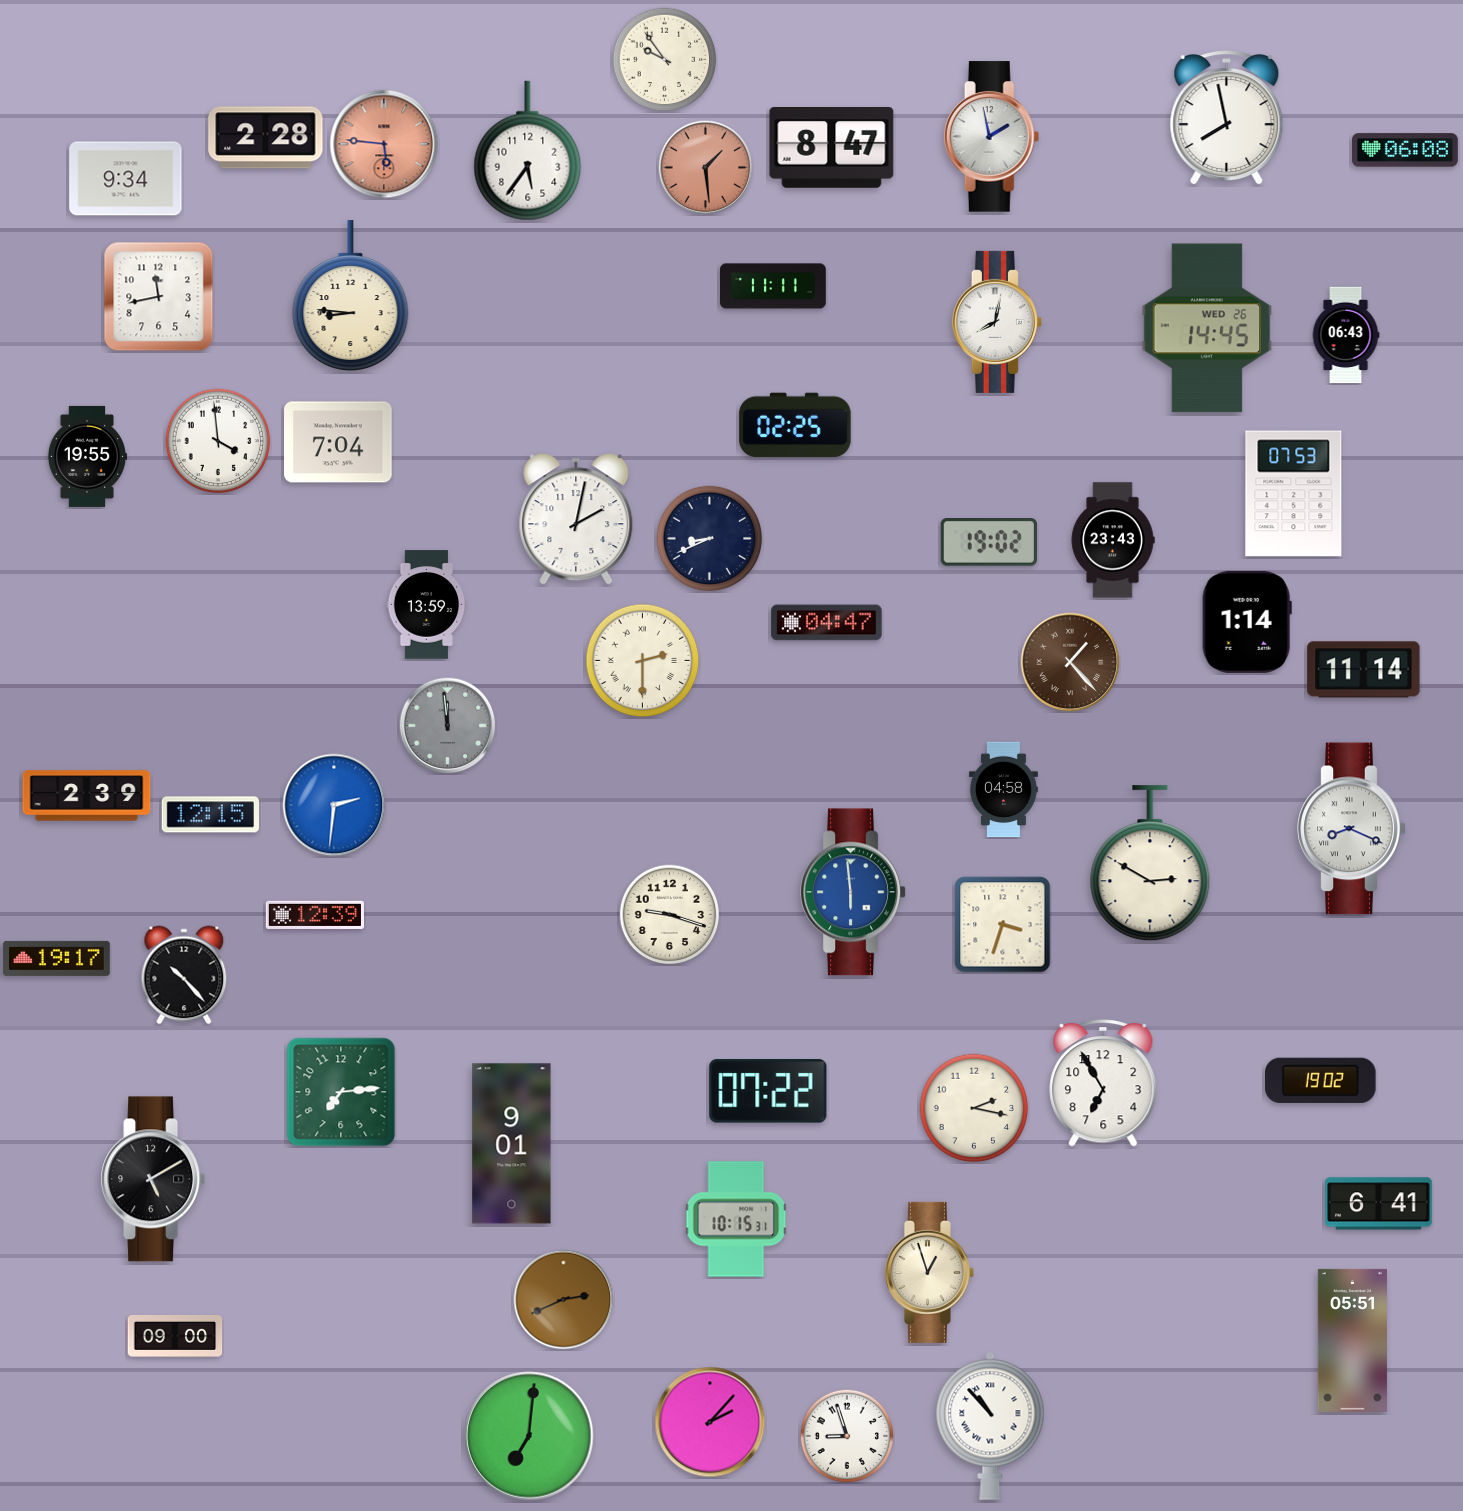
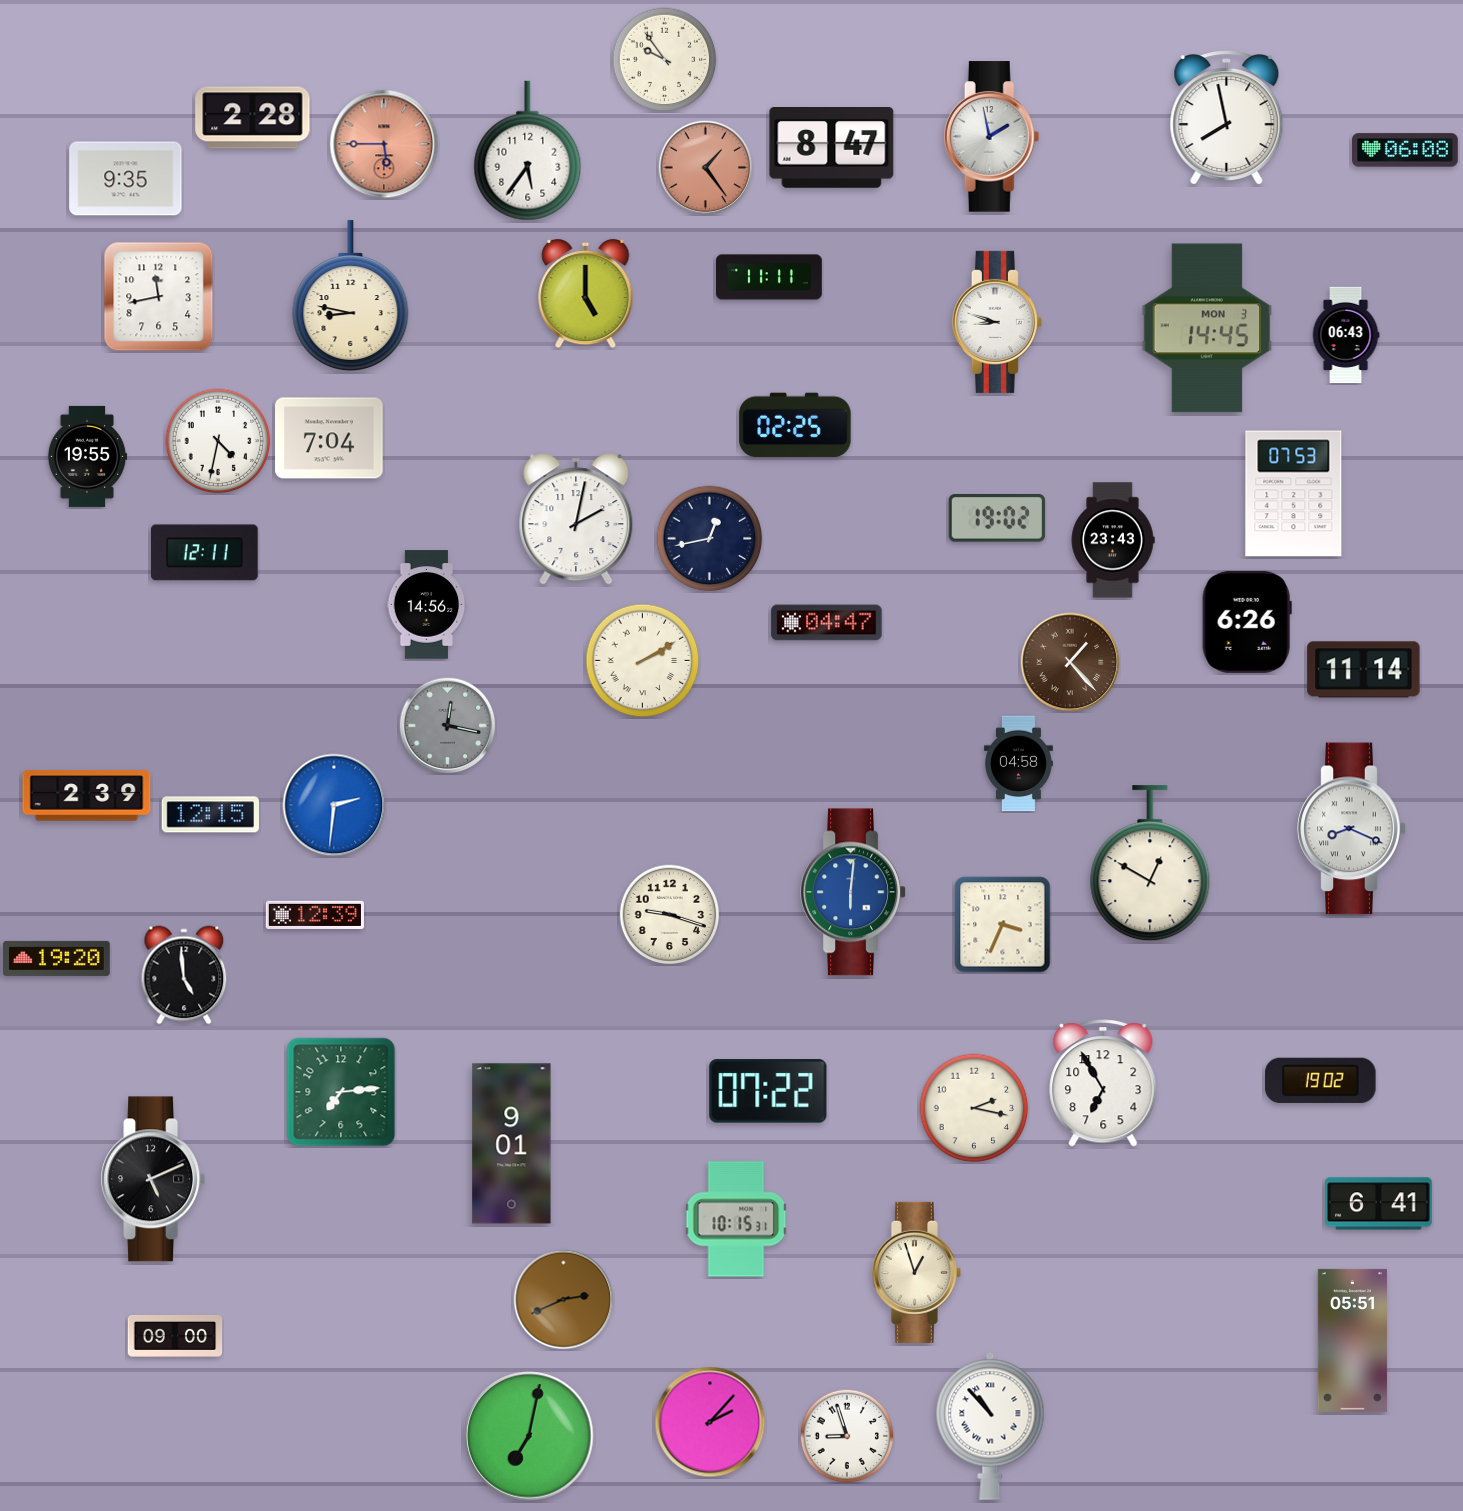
clock at (266, 138) position: (266, 138) -> (253, 118)
clock at (384, 144): 5:46 -> 5:45
clock at (705, 167): 1:29 -> 1:24
clock at (126, 179): 9:34 -> 9:35
clock at (773, 286) position: (773, 286) -> (769, 277)
clock at (586, 294): none -> 5:00
clock at (351, 295): 8:46 -> 8:47
clock at (997, 322): 8:02 -> 8:48
clock at (1207, 328) date: WED 26 -> MON 3
clock at (218, 441): 3:59 -> 4:32
clock at (338, 442) position: (338, 442) -> (329, 438)
clock at (710, 539): 8:41 -> 12:43
clock at (989, 542) position: (989, 542) -> (997, 518)
clock at (204, 553): none -> 12:11
clock at (427, 605): 13:59 -> 14:56
clock at (1247, 622): 1:14 -> 6:26
clock at (643, 661): 2:30 -> 2:10
clock at (448, 726): 11:59 -> 12:17
clock at (1003, 790) position: (1003, 790) -> (1018, 764)
clock at (1150, 864): 2:50 -> 12:50
clock at (853, 892): 5:59 -> 6:01
clock at (1003, 925): 3:33 -> 3:34
clock at (57, 958): 19:17 -> 19:20
clock at (184, 975): 10:23 -> 4:59
clock at (153, 1179): 5:10 -> 5:11
clock at (929, 1272) position: (929, 1272) -> (916, 1272)
clock at (529, 1436): 7:01 -> 7:02
